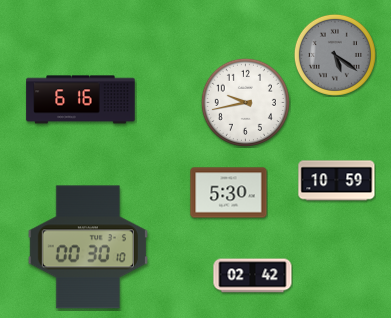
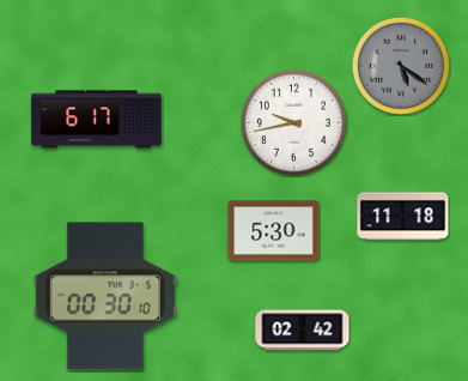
clock at (81, 100): 6:16 -> 6:17
clock at (337, 181): 10:59 -> 11:18
